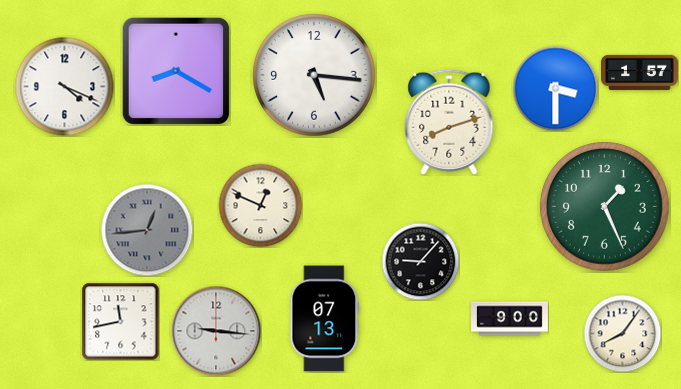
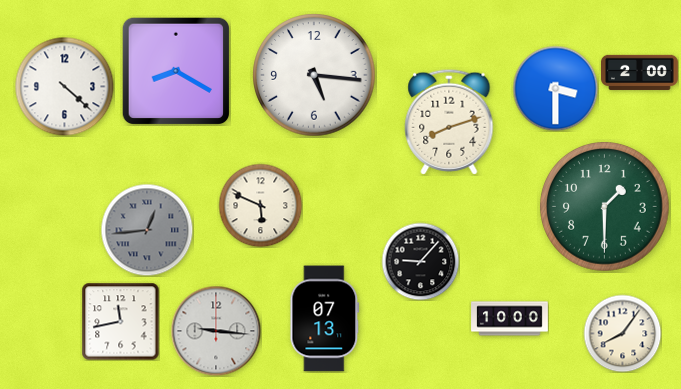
clock at (640, 72): 1:57 -> 2:00
clock at (65, 87): 4:19 -> 4:22
clock at (260, 205): 12:49 -> 5:49
clock at (605, 207): 1:26 -> 1:30
clock at (510, 319): 9:00 -> 10:00
